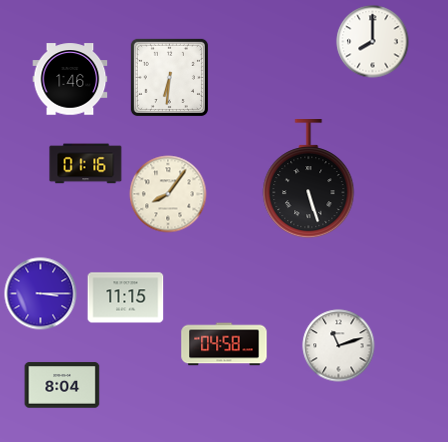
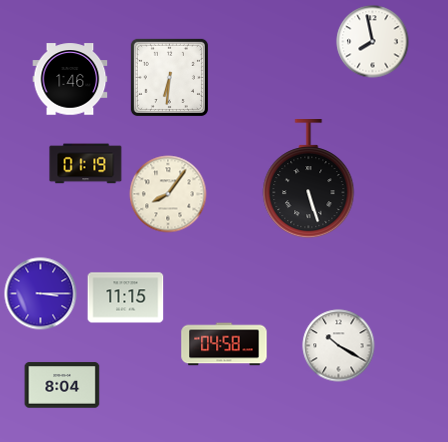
clock at (373, 42): 8:00 -> 7:58
clock at (86, 164): 01:16 -> 01:19
clock at (339, 346): 11:12 -> 10:20
